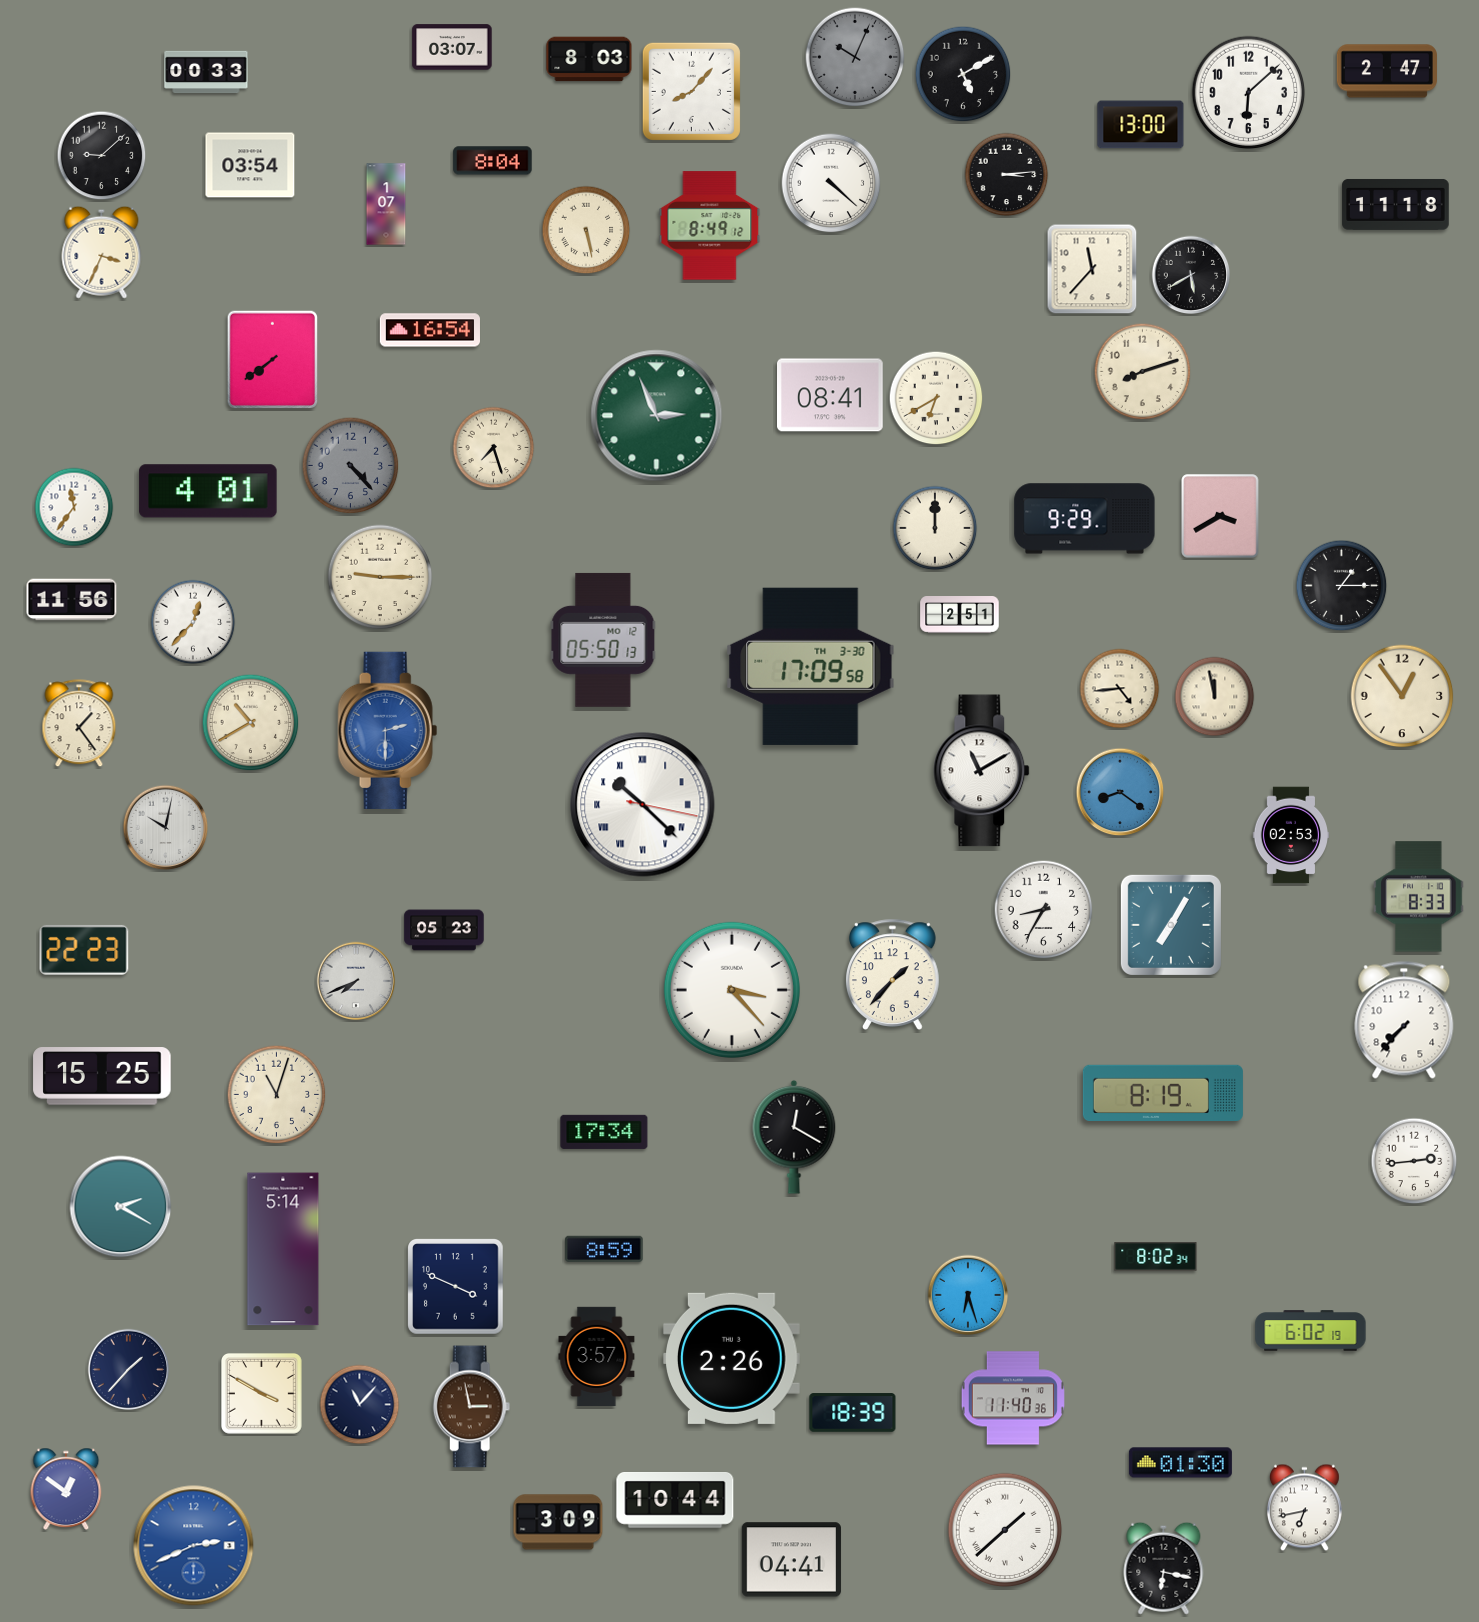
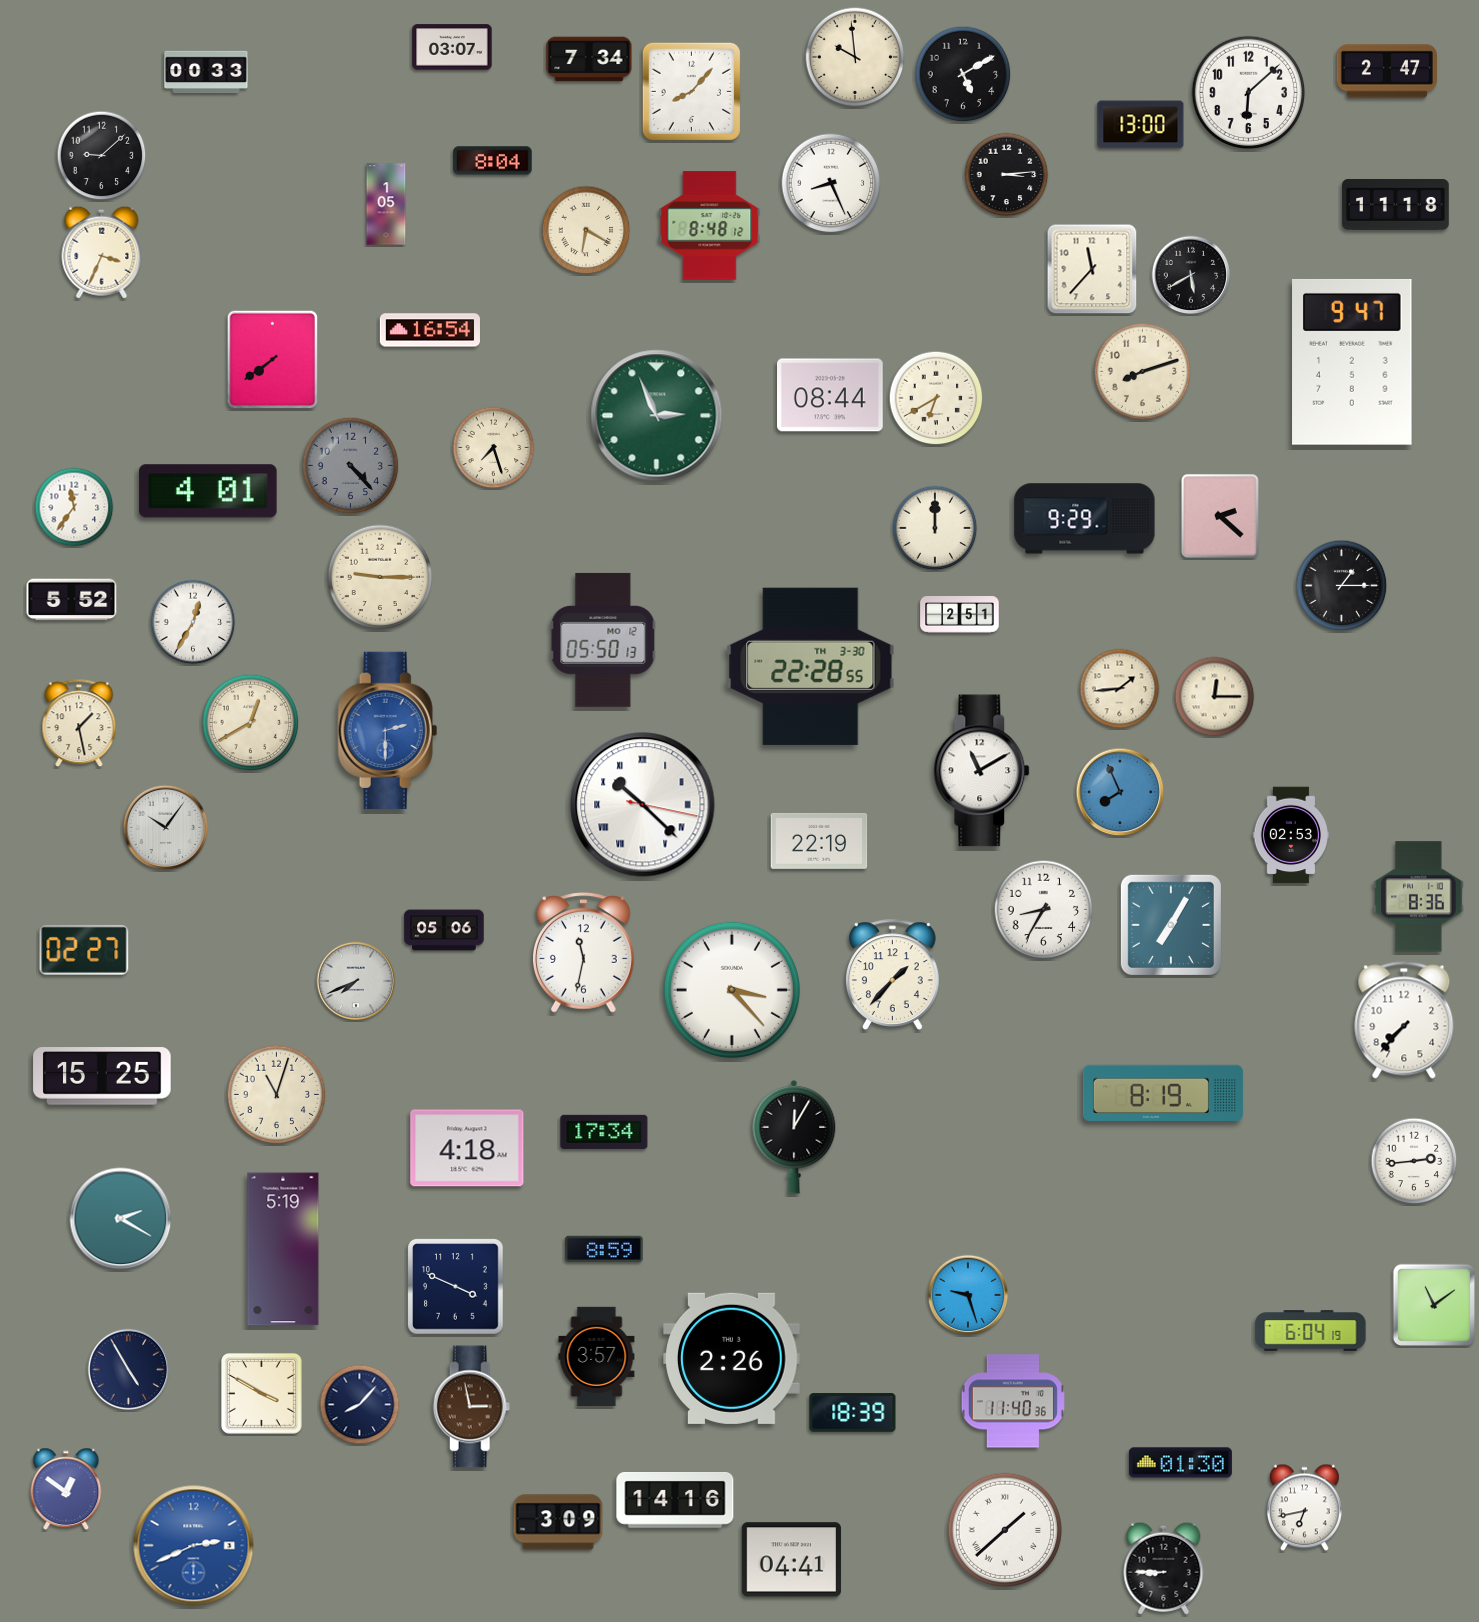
clock at (855, 57): 10:04 -> 9:59
clock at (855, 57) dial: grey -> cream
clock at (589, 59): 8:03 -> 7:34
clock at (250, 165): 03:54 -> none
clock at (831, 183): 4:22 -> 8:26
clock at (386, 204): 1:07 -> 1:05
clock at (710, 226): 8:49 -> 8:48
clock at (586, 230): 5:28 -> 6:20
clock at (1352, 362): none -> 9:47
clock at (831, 395): 08:41 -> 08:44
clock at (1220, 516): 3:40 -> 2:22
clock at (72, 600): 11:56 -> 5:52
clock at (193, 622): 12:37 -> 12:35
clock at (811, 666): 17:09 -> 22:28
clock at (1120, 689): 4:44 -> 1:44
clock at (1402, 696): 12:54 -> none
clock at (1215, 697): 11:58 -> 12:15
clock at (251, 723): 10:40 -> 12:40
clock at (79, 724): 1:24 -> 1:28
clock at (1120, 792): 8:21 -> 7:56
clock at (166, 828): 10:02 -> 10:06
clock at (819, 841): none -> 22:19
clock at (1419, 897): 8:33 -> 8:36
clock at (444, 930): 05:23 -> 05:06
clock at (84, 950): 22:23 -> 02:27
clock at (584, 953): none -> 11:32
clock at (794, 1137): 12:20 -> 12:05
clock at (467, 1148): none -> 4:18
clock at (121, 1207) position: (121, 1207) -> (121, 1219)
clock at (283, 1249): 5:14 -> 5:19
clock at (1156, 1257): 8:02 -> none
clock at (968, 1295): 6:27 -> 9:27
clock at (1433, 1304): none -> 11:09
clock at (1311, 1331): 6:02 -> 6:04
clock at (129, 1370): 1:37 -> 4:55
clock at (1013, 1398) position: (1013, 1398) -> (1013, 1401)
clock at (360, 1405): 11:07 -> 8:07
clock at (675, 1501): 10:44 -> 14:16
clock at (1164, 1568): 6:17 -> 8:45
